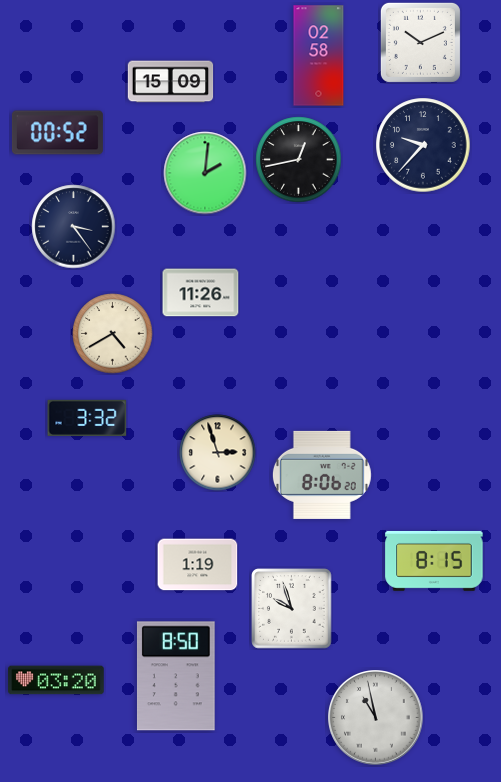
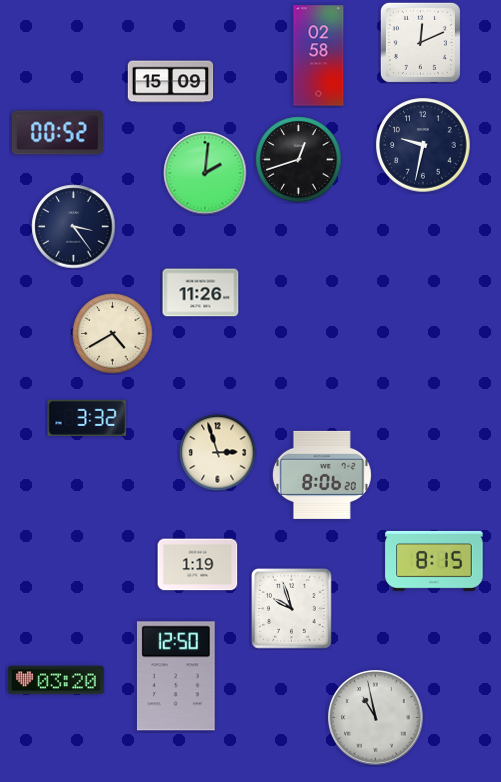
clock at (420, 42): 10:11 -> 12:11
clock at (423, 145): 9:37 -> 9:32
clock at (299, 160): 12:43 -> 12:42
clock at (176, 676): 8:50 -> 12:50
